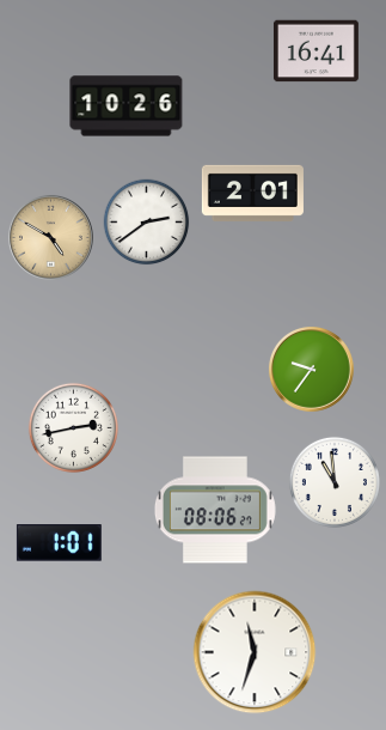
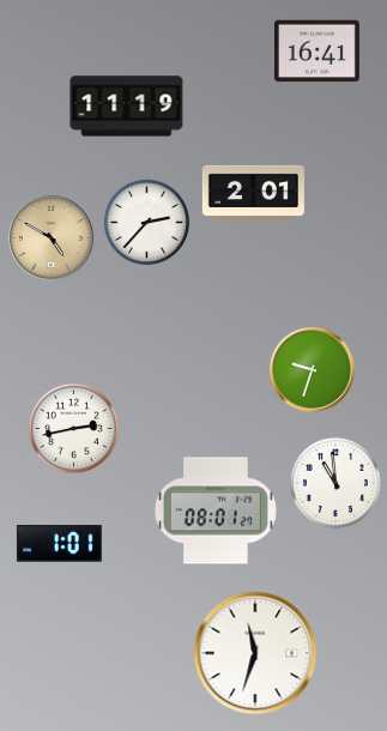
clock at (127, 107): 10:26 -> 11:19
clock at (147, 223): 2:39 -> 2:37
clock at (311, 369): 9:36 -> 9:33
clock at (215, 510): 08:06 -> 08:01
